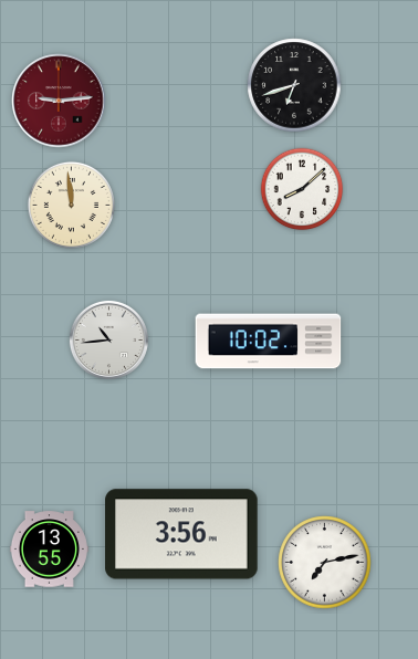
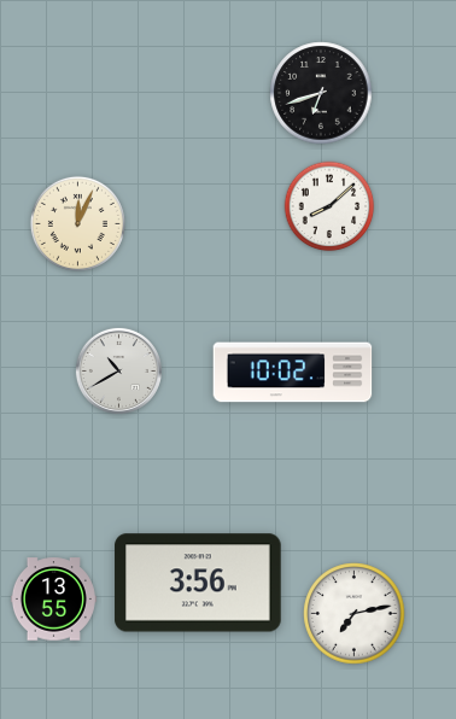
clock at (59, 101): 9:14 -> none
clock at (71, 205): 11:59 -> 12:04
clock at (108, 339): 10:44 -> 10:40
